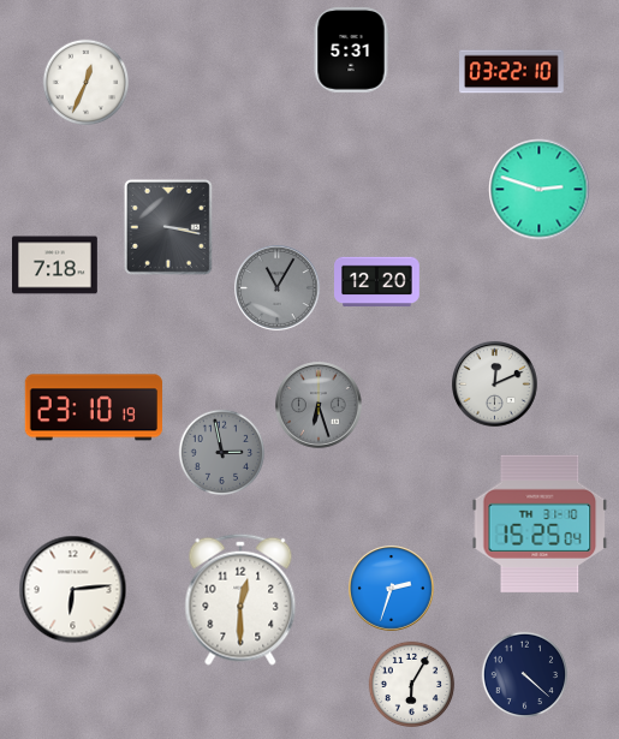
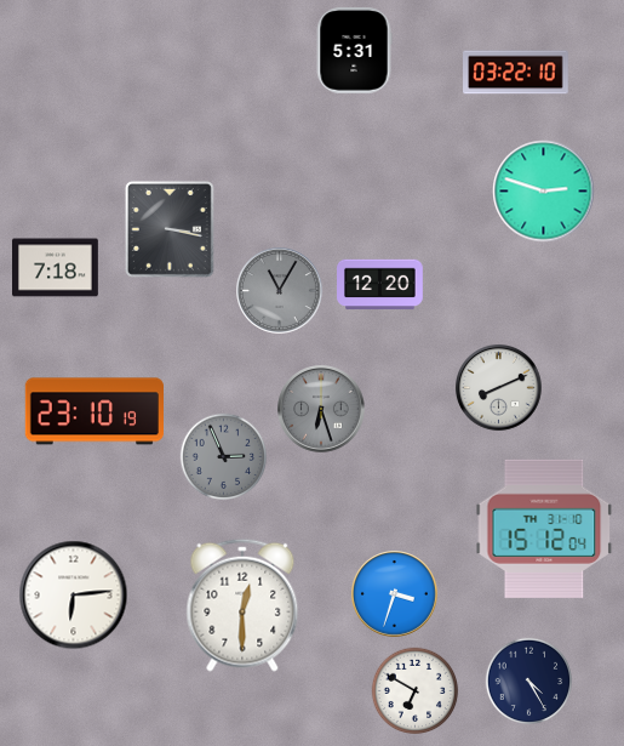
clock at (87, 83): 12:34 -> none
clock at (495, 385): 12:11 -> 8:11
clock at (222, 453): 2:58 -> 2:56
clock at (540, 524): 15:25 -> 15:12
clock at (392, 589): 2:33 -> 3:33
clock at (525, 675): 4:22 -> 4:25
clock at (412, 685): 6:05 -> 6:50
